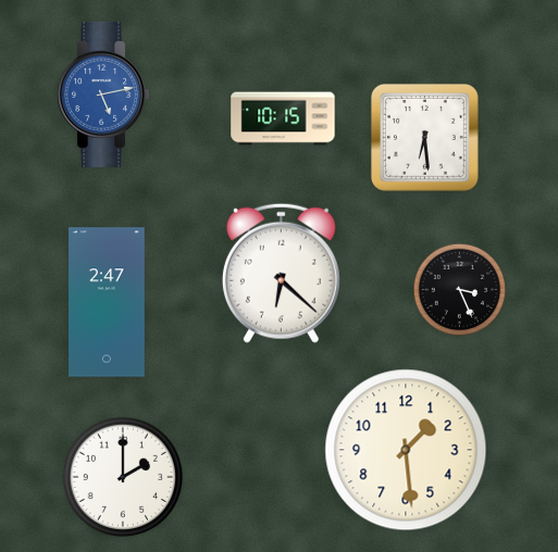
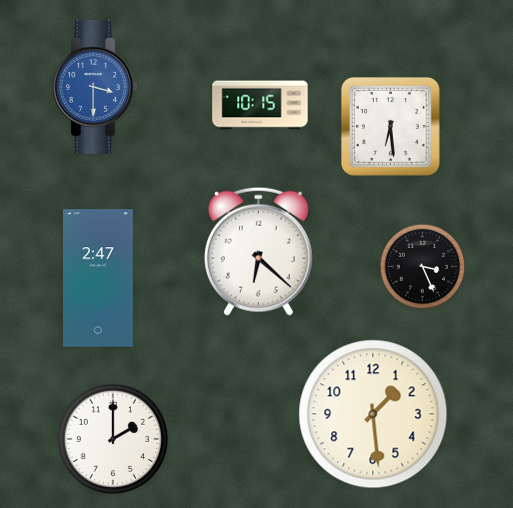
clock at (103, 95): 5:13 -> 3:30
clock at (283, 118) position: (283, 118) -> (260, 105)
